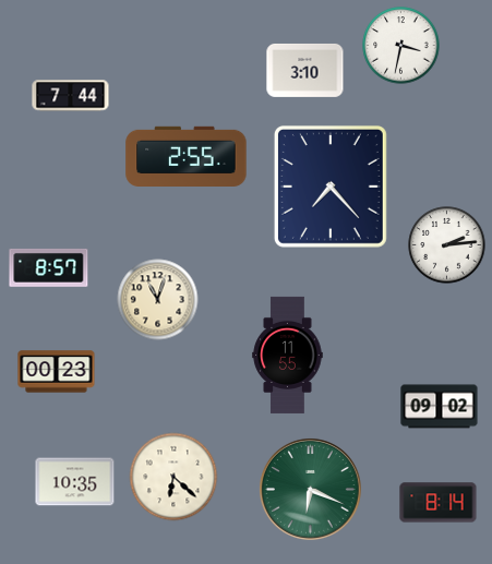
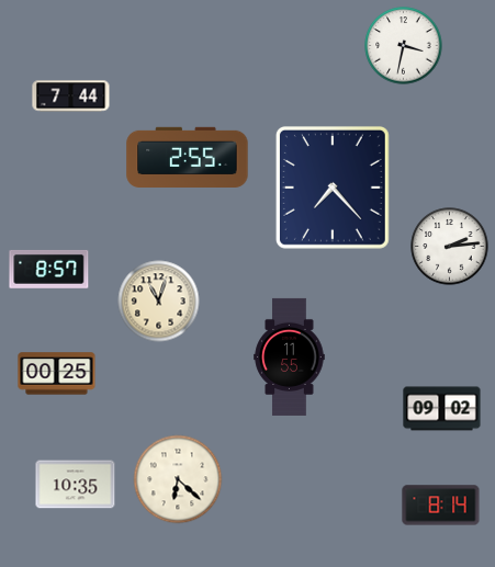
clock at (305, 70): 3:10 -> none
clock at (57, 372): 00:23 -> 00:25
clock at (173, 477) position: (173, 477) -> (178, 479)
clock at (310, 489): 6:19 -> none
